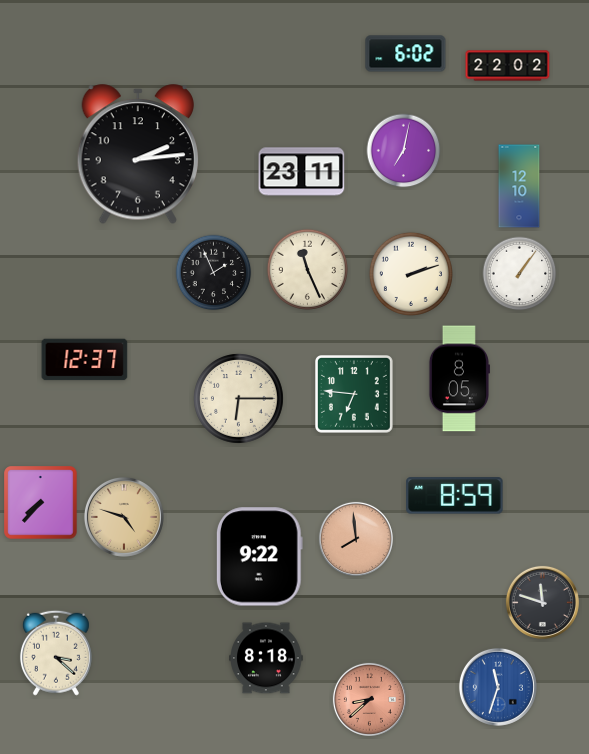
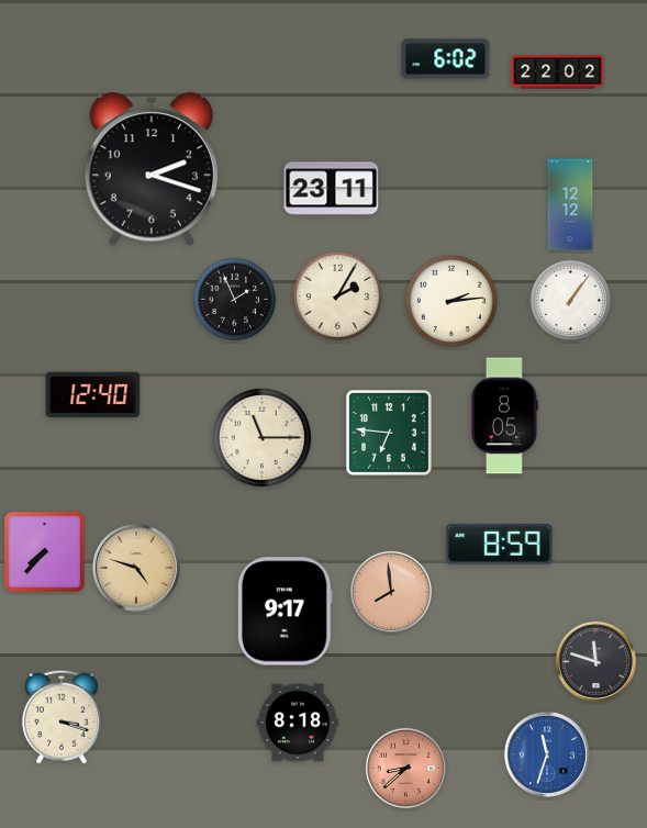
clock at (404, 151): 7:02 -> none
clock at (137, 155): 2:14 -> 2:18
clock at (519, 186): 12:10 -> 12:12
clock at (307, 269): 11:26 -> 2:05
clock at (411, 274): 2:12 -> 2:14
clock at (85, 360): 12:37 -> 12:40
clock at (239, 399): 6:15 -> 11:15
clock at (259, 557): 9:22 -> 9:17
clock at (56, 653): 3:22 -> 3:18
clock at (266, 658) position: (266, 658) -> (298, 723)
